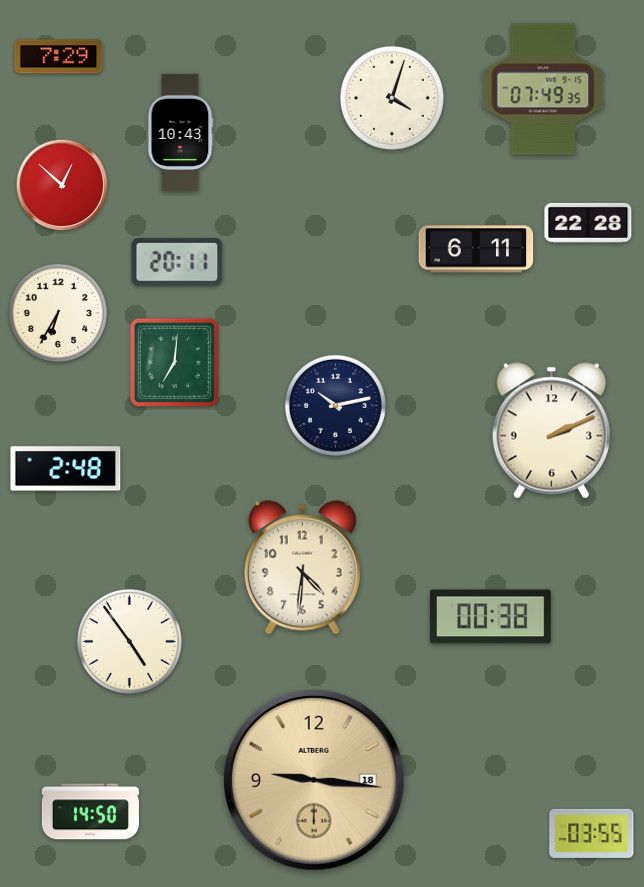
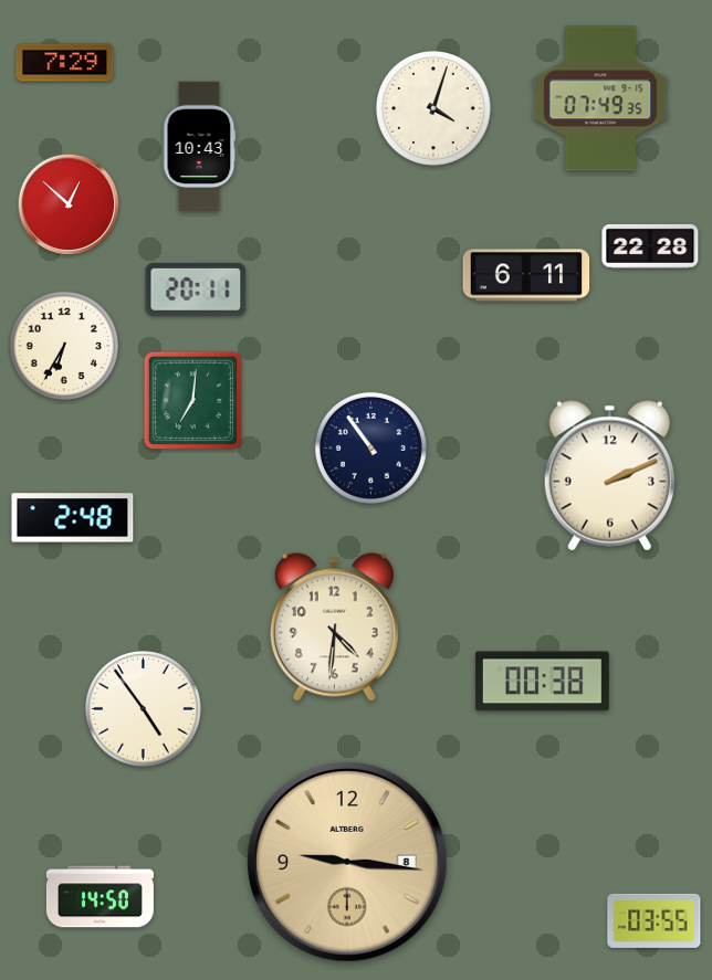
clock at (335, 405): 10:13 -> 10:54
clock at (315, 781) date: 18 -> 8
